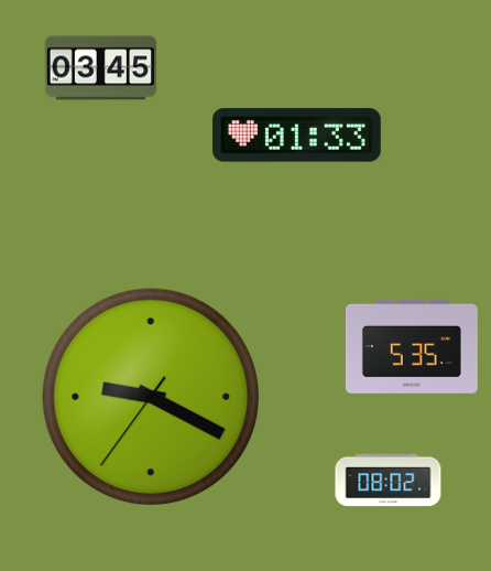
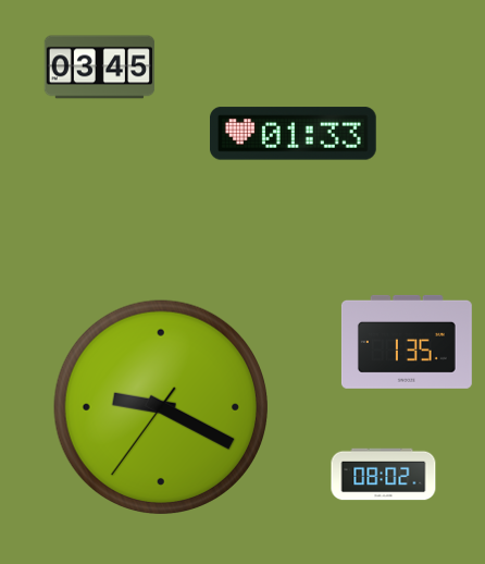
clock at (412, 346): 5:35 -> 1:35
clock at (150, 396) position: (150, 396) -> (160, 406)
